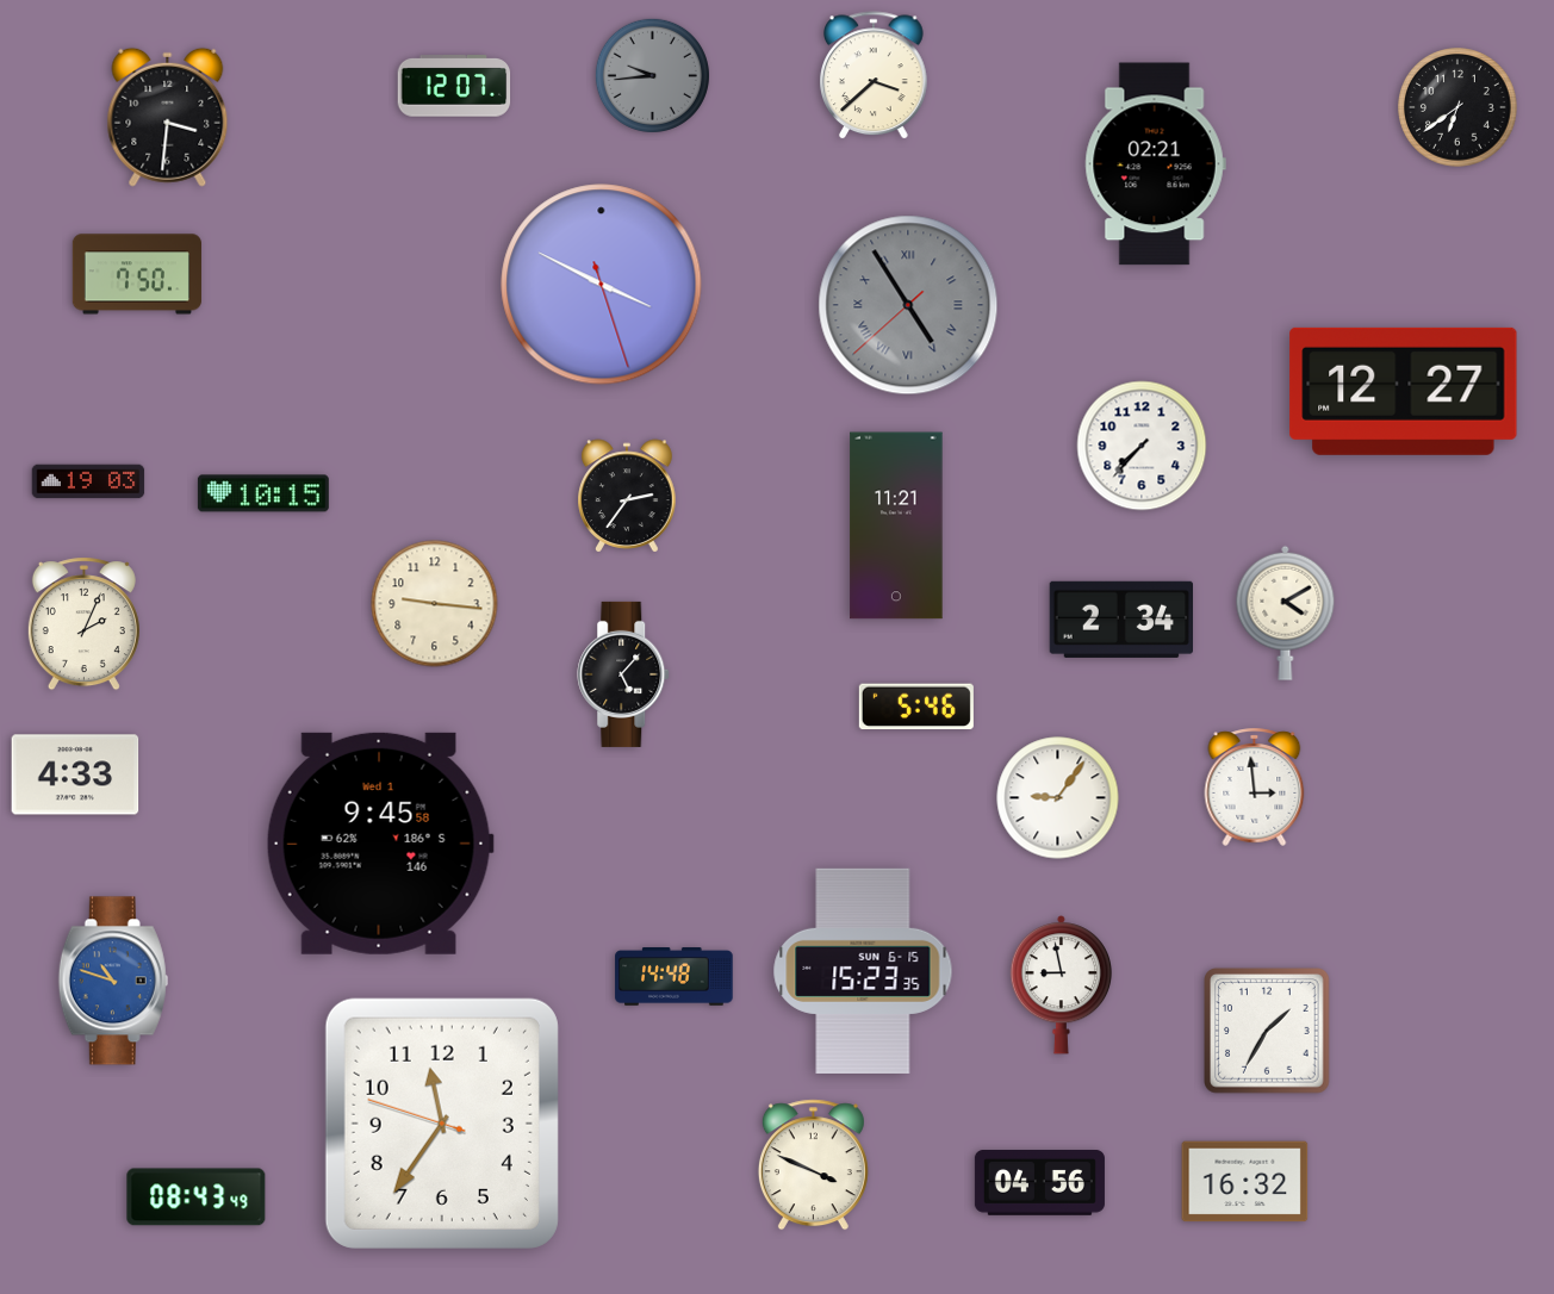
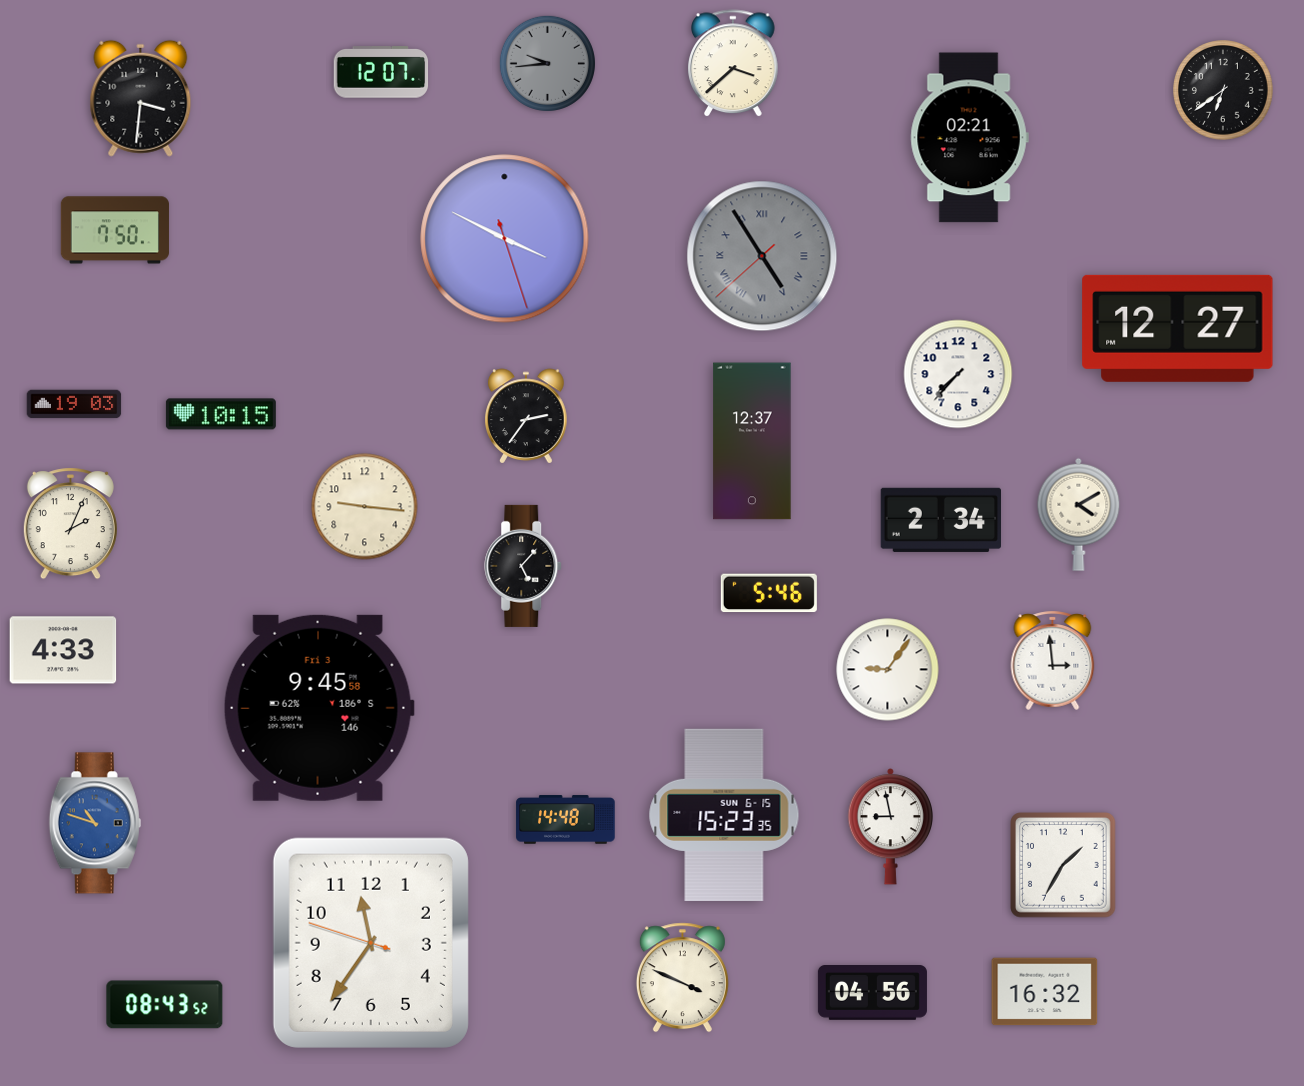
clock at (896, 525): 11:21 -> 12:37
clock at (380, 844) date: Wed 1 -> Fri 3
clock at (197, 1197): 08:43:49 -> 08:43:52
